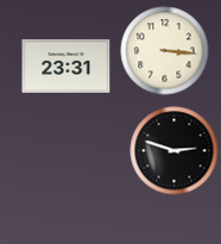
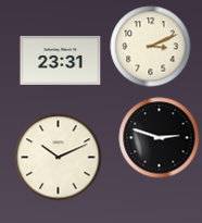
clock at (165, 51): 3:16 -> 3:11
clock at (59, 158): none -> 10:11
